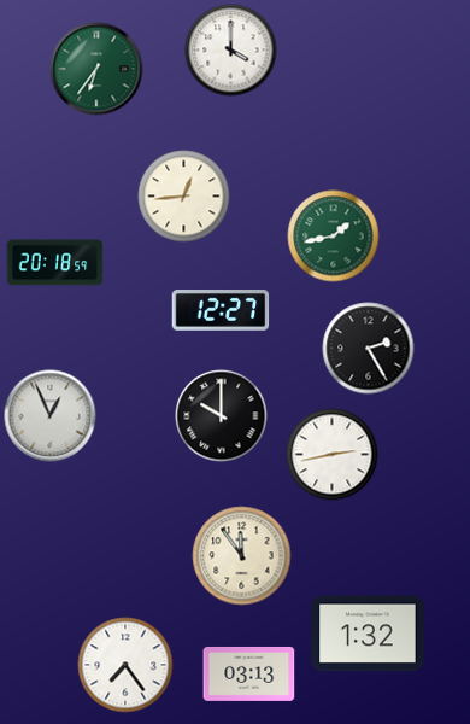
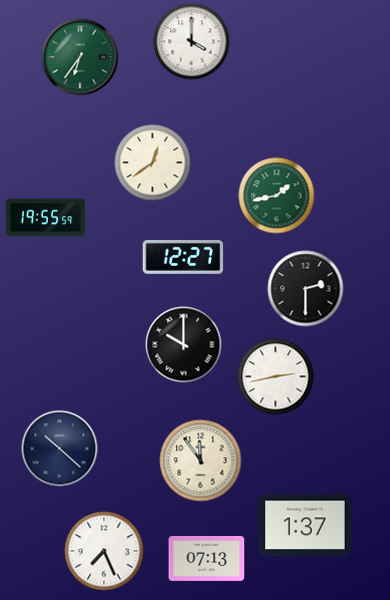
clock at (184, 197): 12:44 -> 12:39
clock at (55, 263): 20:18 -> 19:55
clock at (369, 349): 2:25 -> 2:30
clock at (51, 416): 12:56 -> none
clock at (60, 449): none -> 10:22
clock at (368, 634): 1:32 -> 1:37
clock at (125, 665): 7:24 -> 7:26
clock at (249, 673): 03:13 -> 07:13
